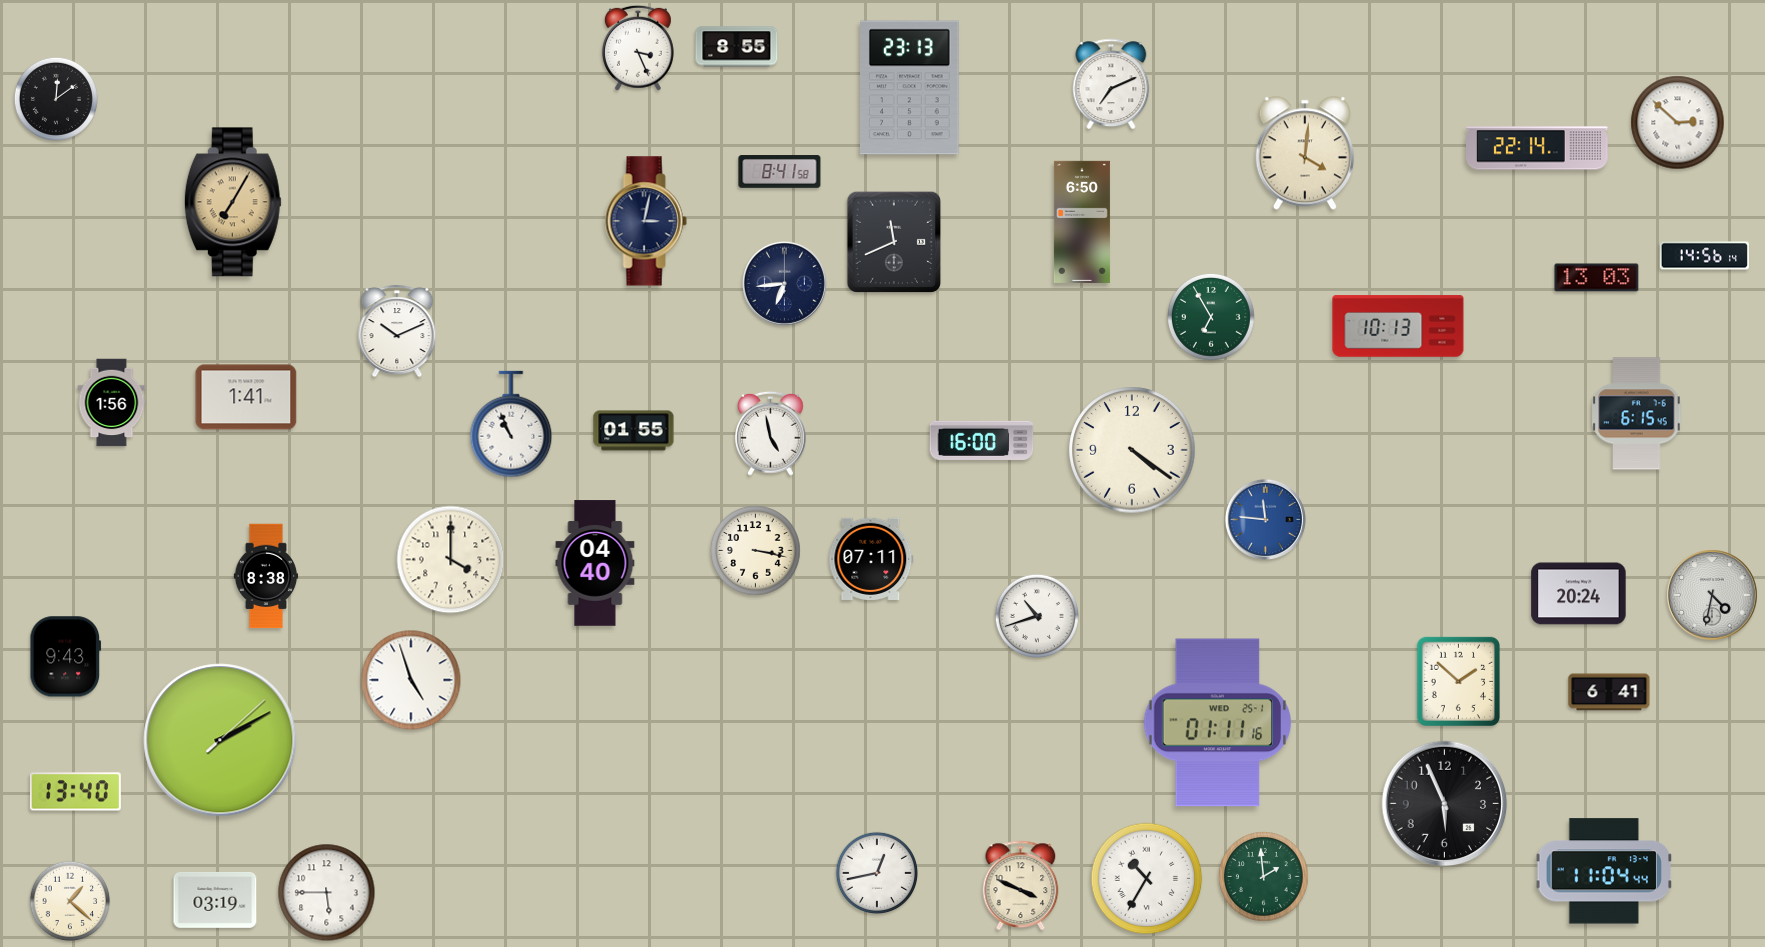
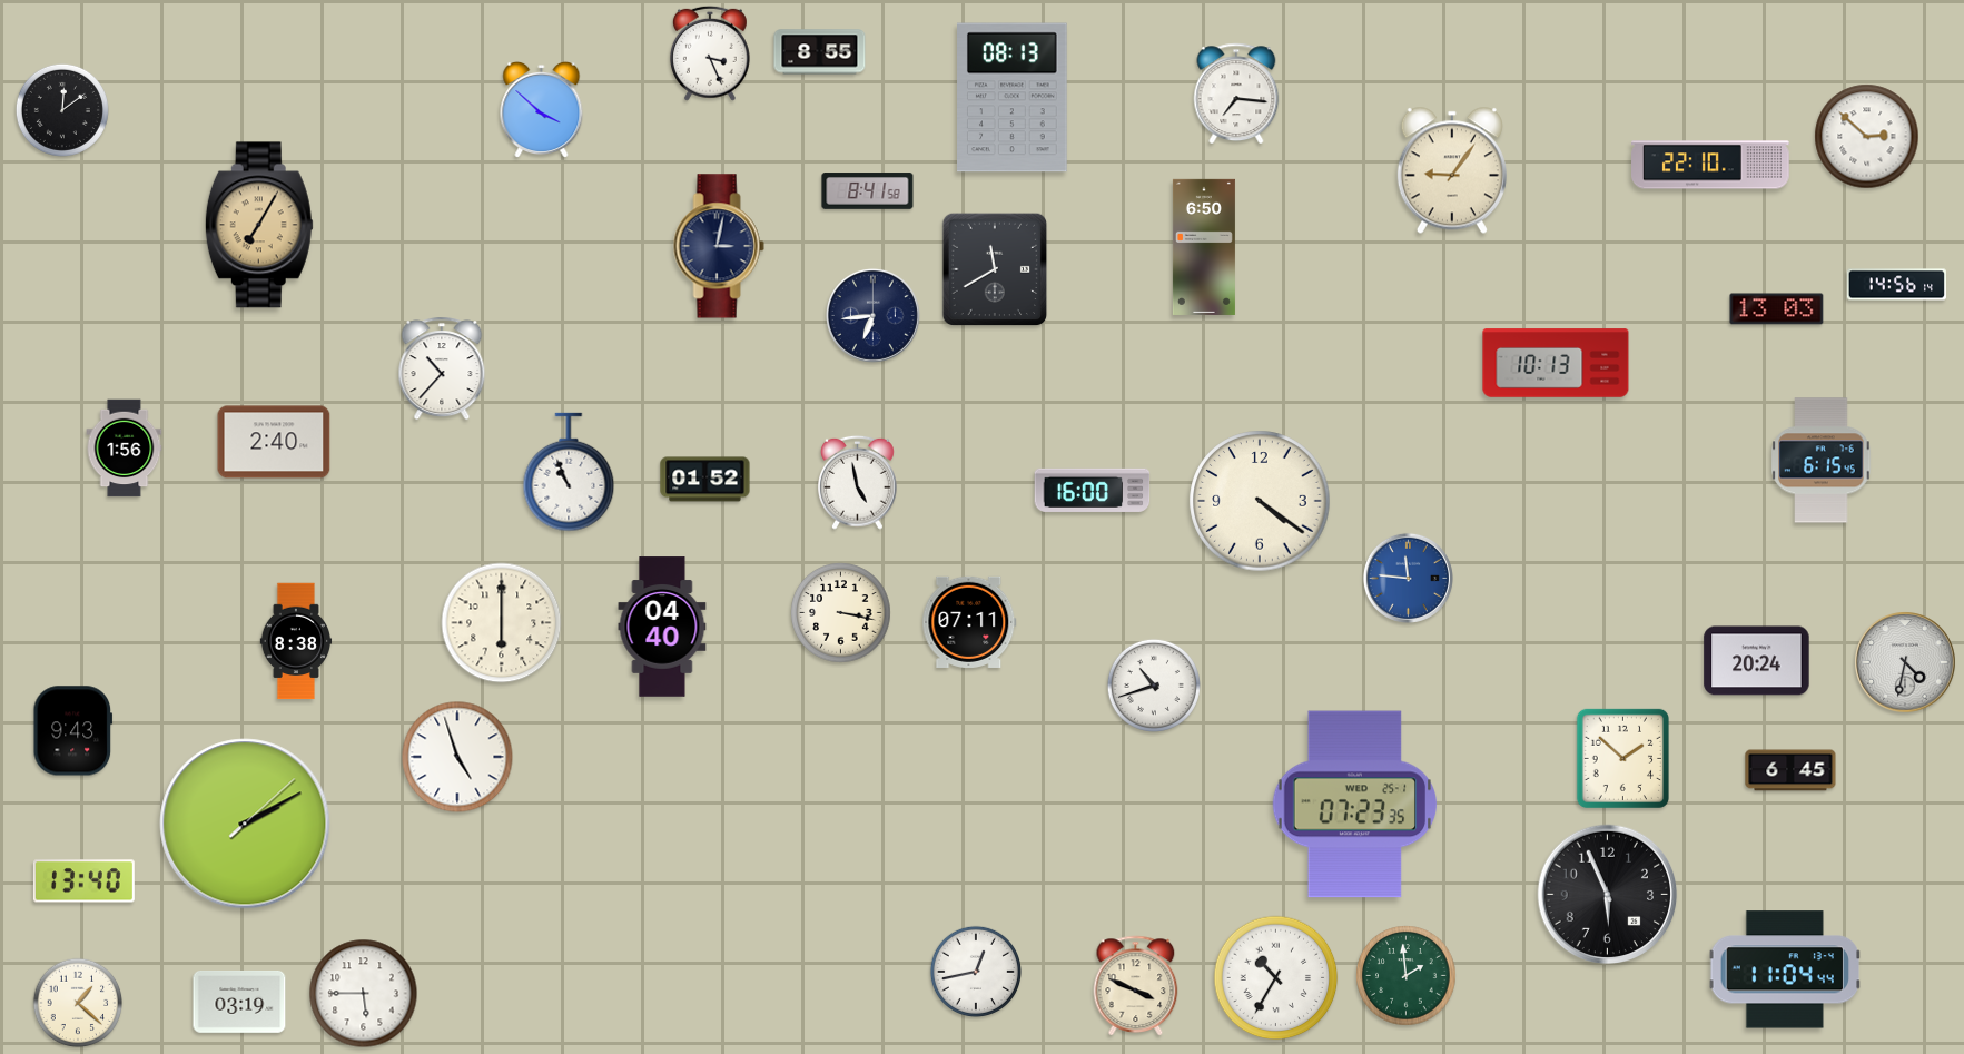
clock at (1111, 83): 7:11 -> 7:16
clock at (910, 88): 23:13 -> 08:13
clock at (542, 110): none -> 3:52
clock at (1538, 148): 22:14 -> 22:10
clock at (1305, 153): 4:01 -> 9:06
clock at (894, 242): 11:41 -> 11:40
clock at (1211, 317): 6:55 -> none
clock at (397, 331): 10:11 -> 10:37
clock at (246, 397): 1:41 -> 2:40
clock at (634, 431): 01:55 -> 01:52
clock at (451, 560): 4:00 -> 6:00
clock at (1609, 692): 6:41 -> 6:45
clock at (1218, 723): 01:11 -> 07:23
